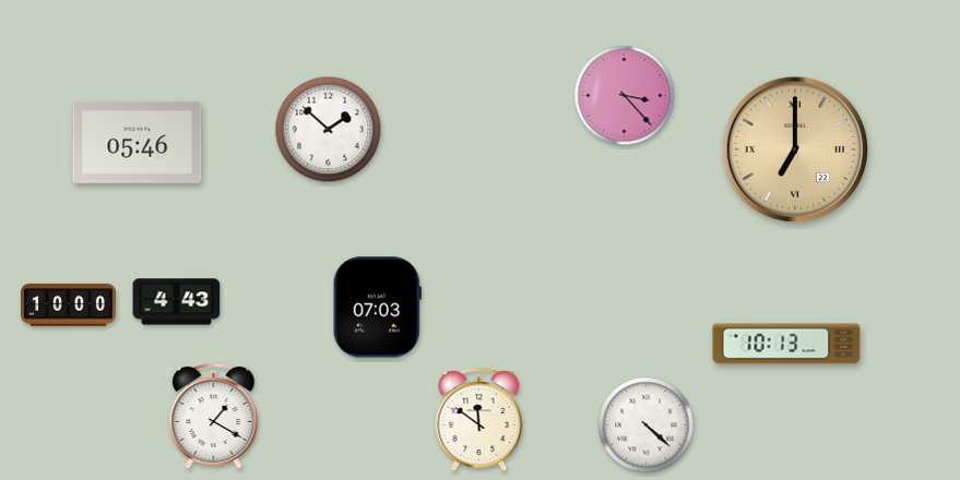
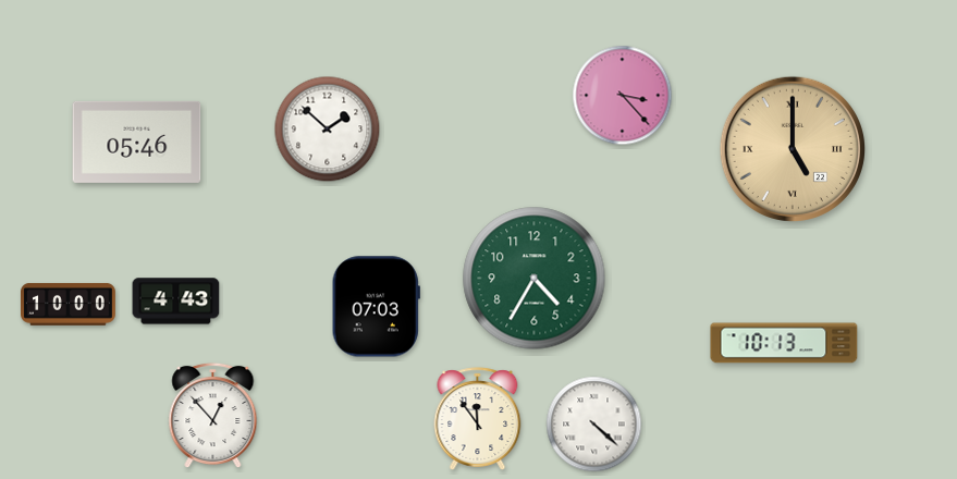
clock at (795, 149): 7:00 -> 5:00
clock at (535, 279): none -> 4:35
clock at (214, 417): 1:20 -> 12:53
clock at (479, 420): 11:51 -> 11:54
clock at (647, 425) position: (647, 425) -> (594, 425)
